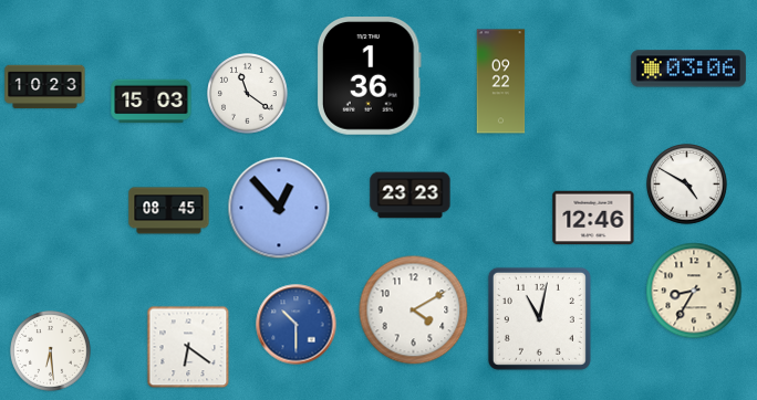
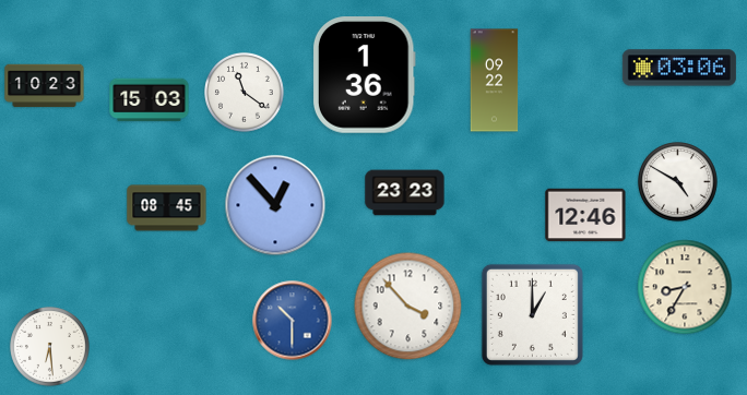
clock at (414, 310): 4:10 -> 3:53
clock at (539, 318): 11:02 -> 1:00
clock at (188, 347): 6:21 -> none
